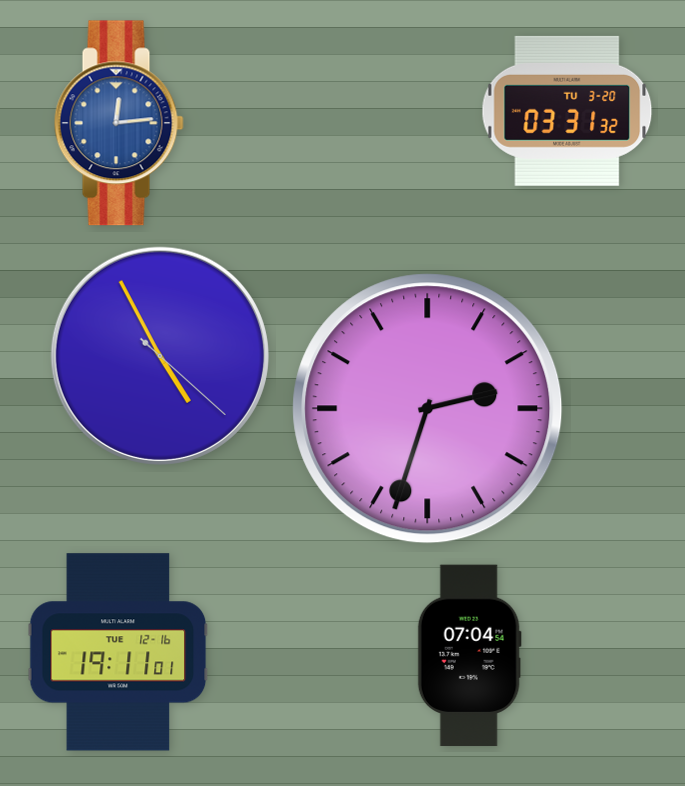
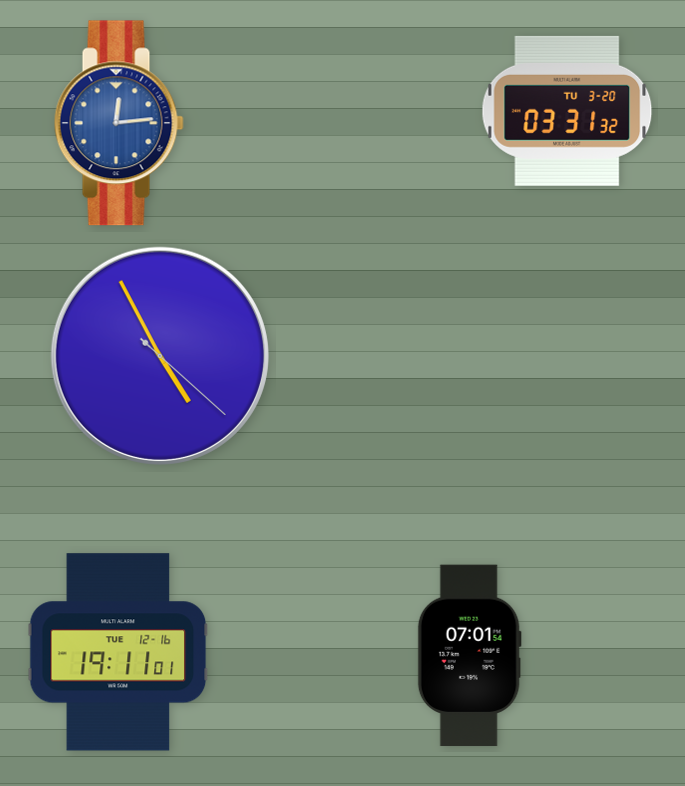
clock at (428, 409): 2:33 -> none
clock at (469, 656): 07:04 -> 07:01
